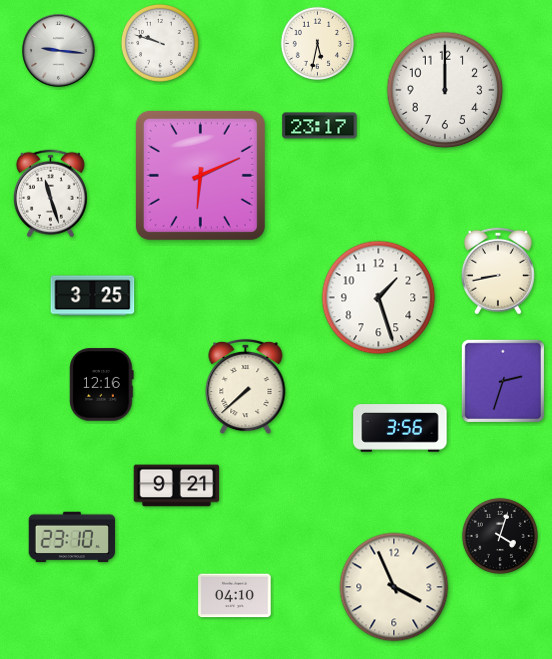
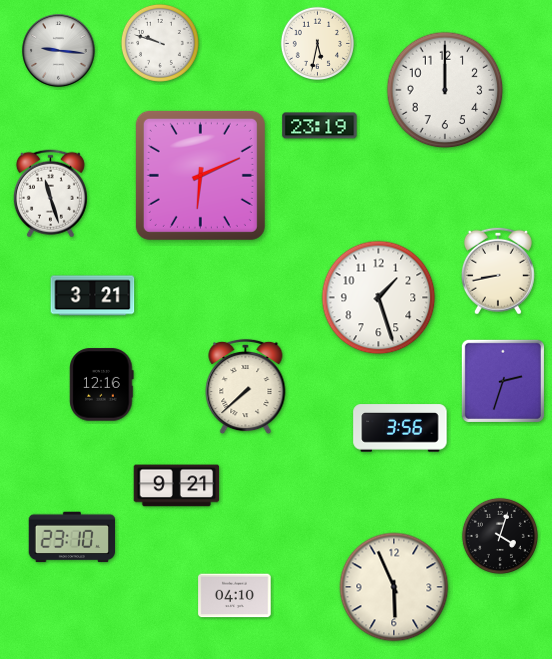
clock at (320, 126): 23:17 -> 23:19
clock at (93, 296): 3:25 -> 3:21
clock at (394, 587): 3:56 -> 5:56
